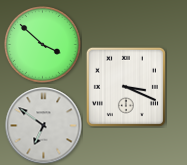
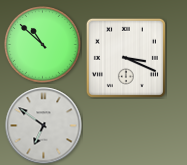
clock at (43, 45): 3:52 -> 10:52
clock at (126, 87) position: (126, 87) -> (126, 58)
